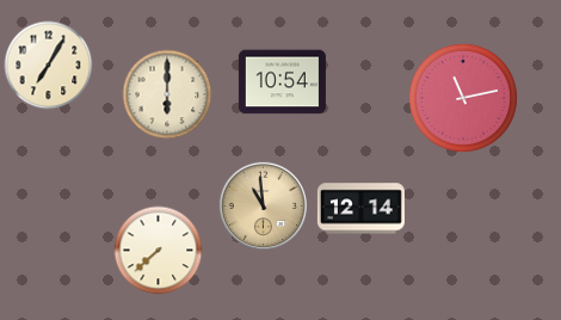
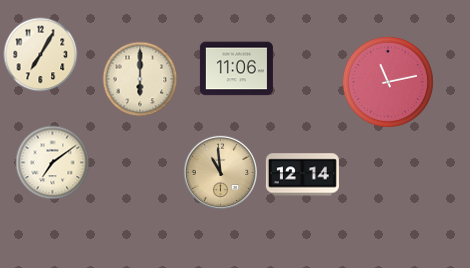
clock at (282, 82): 10:54 -> 11:06
clock at (53, 163): none -> 7:09
clock at (159, 251): 7:38 -> none
